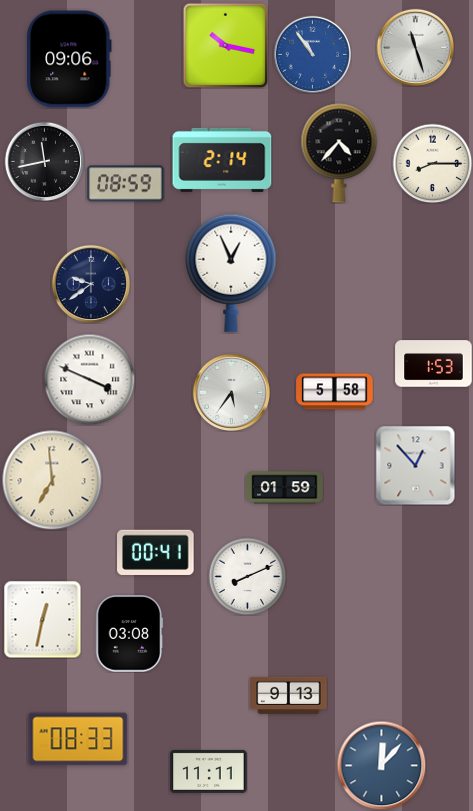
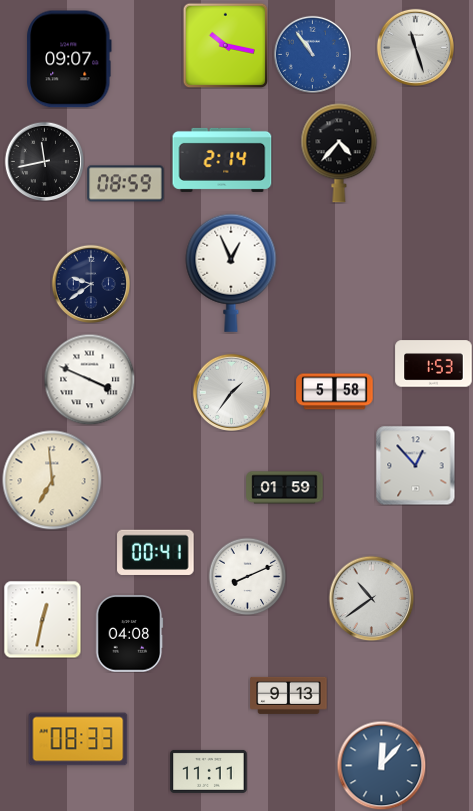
clock at (70, 59): 09:06 -> 09:07
clock at (432, 163): 8:15 -> none
clock at (231, 392): 5:36 -> 1:36
clock at (371, 598): none -> 10:39
clock at (129, 634): 03:08 -> 04:08
